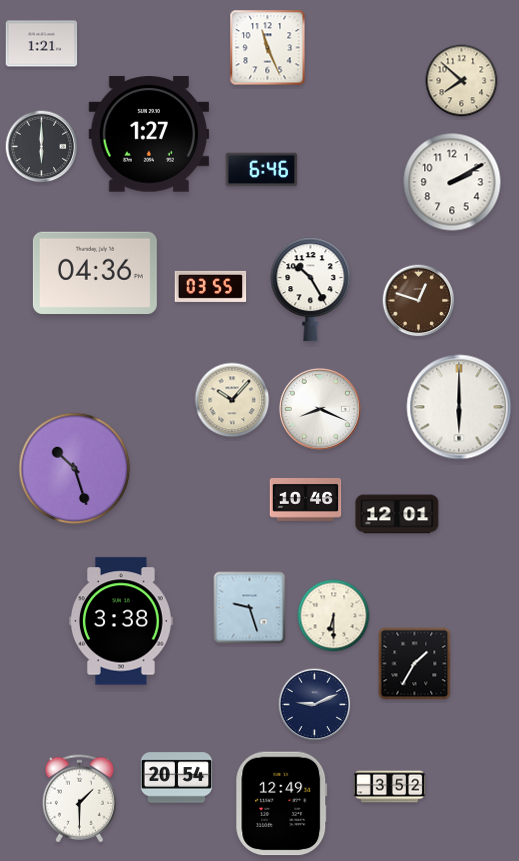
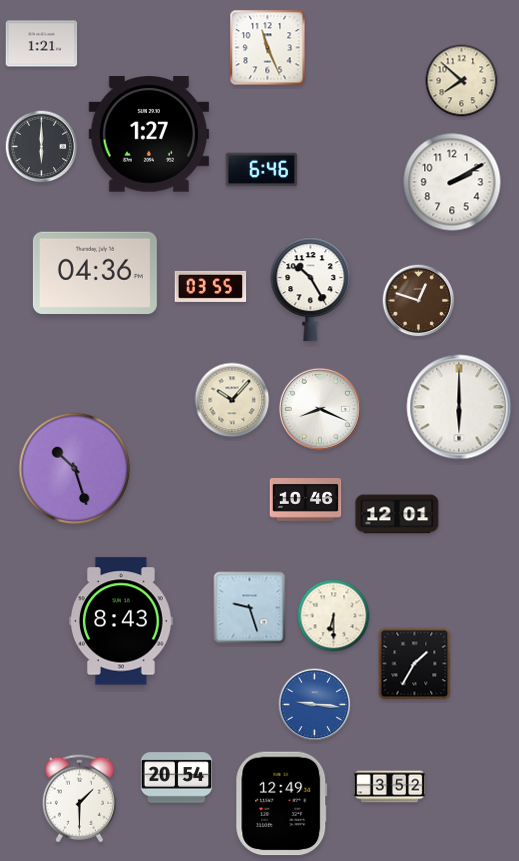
clock at (122, 621): 3:38 -> 8:43
clock at (315, 705): 9:11 -> 9:16
clock at (315, 705) dial: navy -> blue
